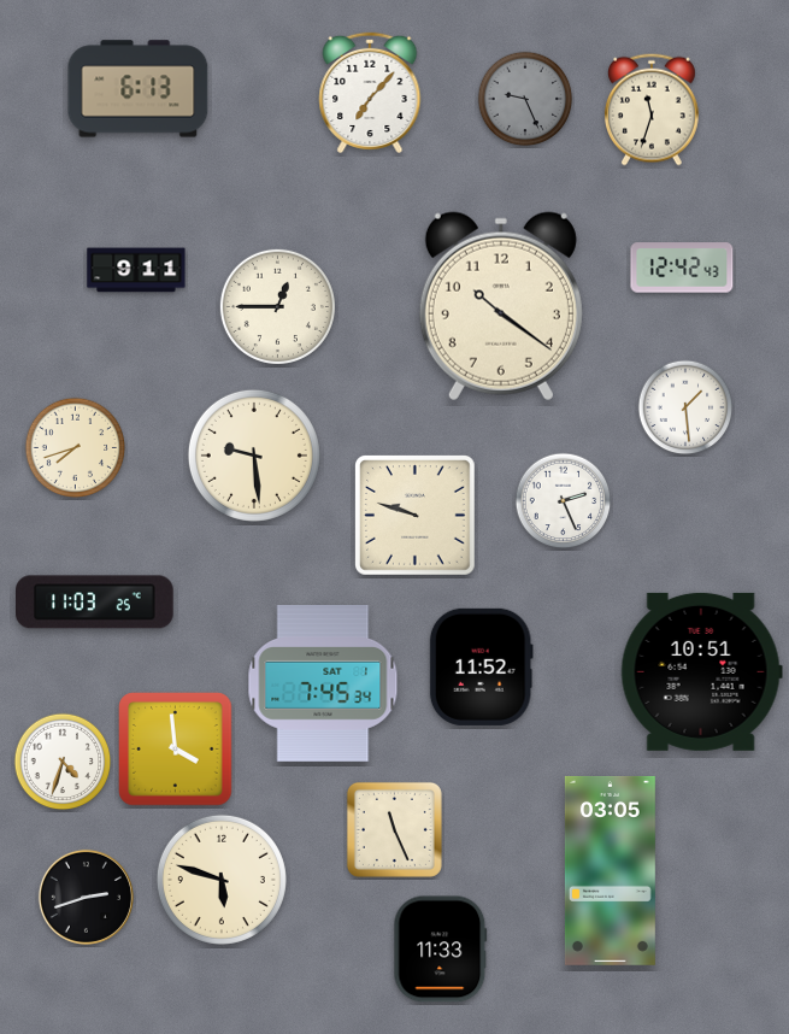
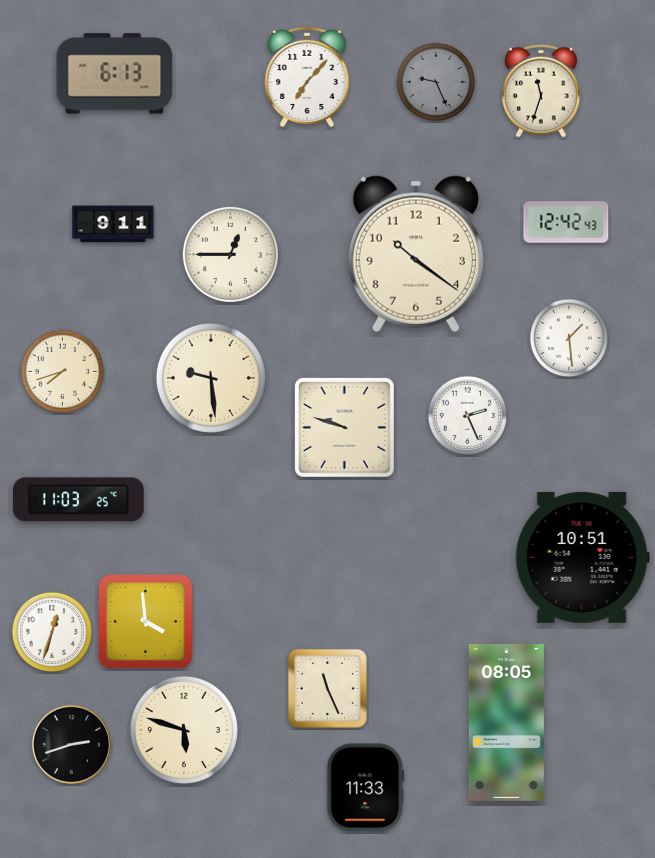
clock at (481, 666): 11:52 -> none
clock at (323, 685): 7:45 -> none
clock at (63, 762): 4:33 -> 12:33
clock at (610, 870): 03:05 -> 08:05
